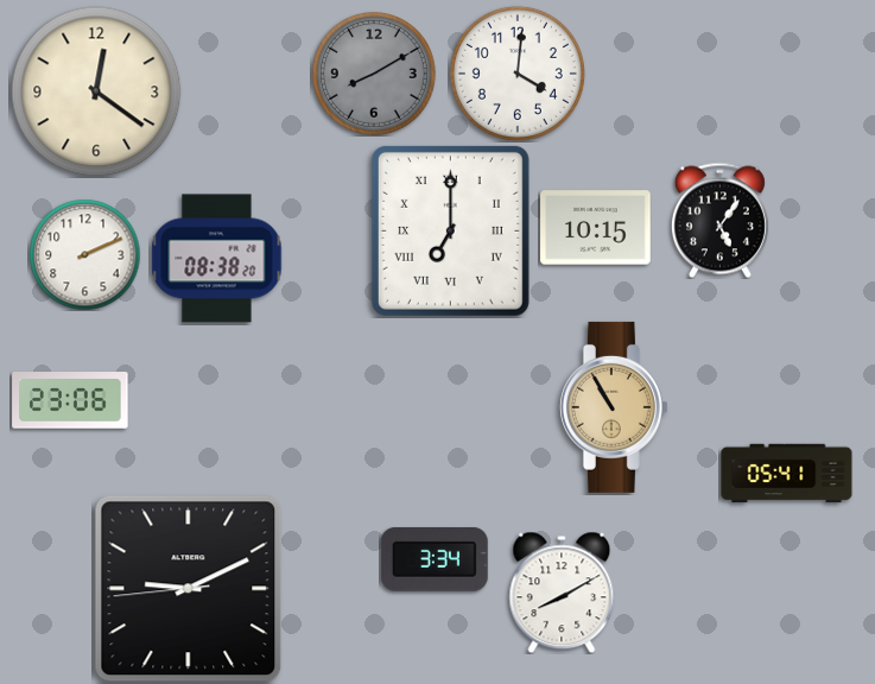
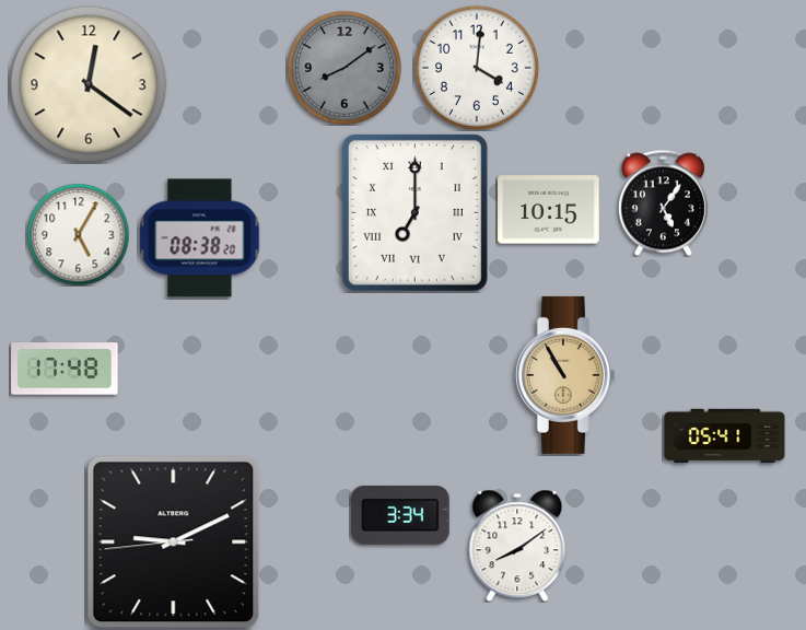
clock at (375, 75): 8:10 -> 8:09
clock at (84, 254): 2:11 -> 5:05
clock at (70, 400): 23:06 -> 17:48
clock at (562, 593): 8:10 -> 8:09
